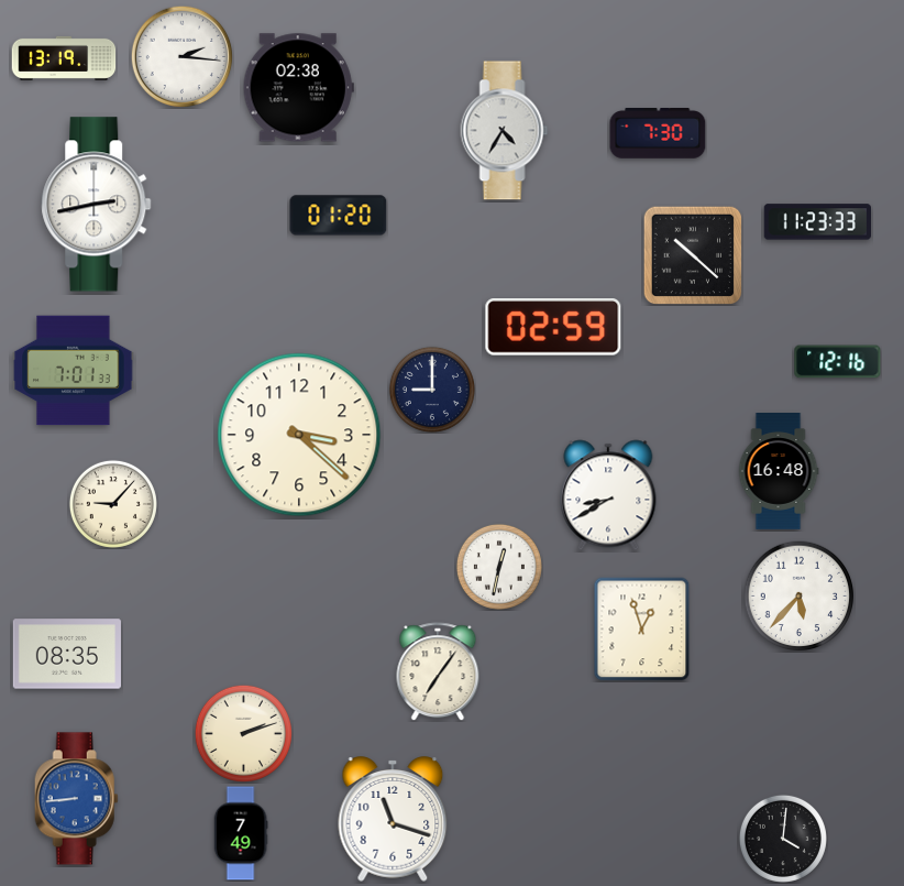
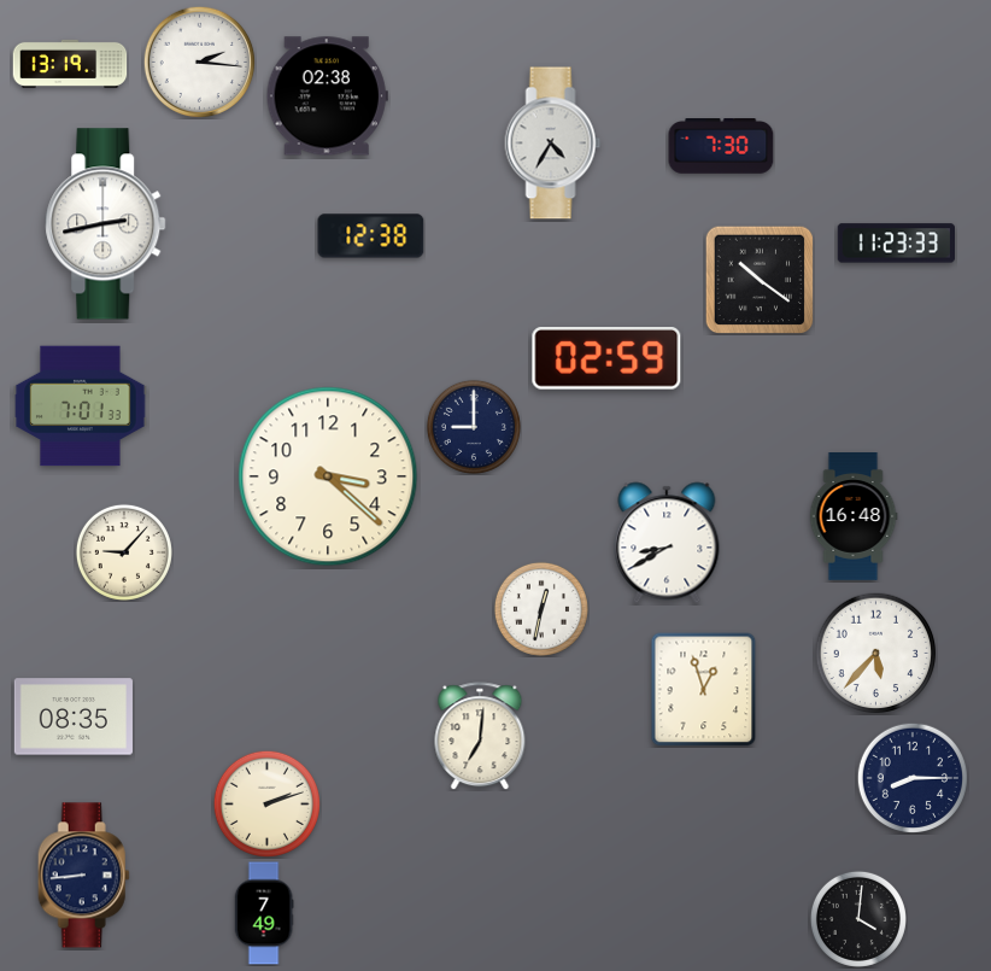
clock at (339, 216): 01:20 -> 12:38
clock at (693, 255): 10:22 -> 10:21
clock at (838, 362): 12:16 -> none
clock at (499, 567) position: (499, 567) -> (541, 609)
clock at (438, 671): 7:06 -> 7:01
clock at (911, 777): none -> 8:15
clock at (76, 799) dial: blue -> navy
clock at (393, 819): 11:18 -> none
